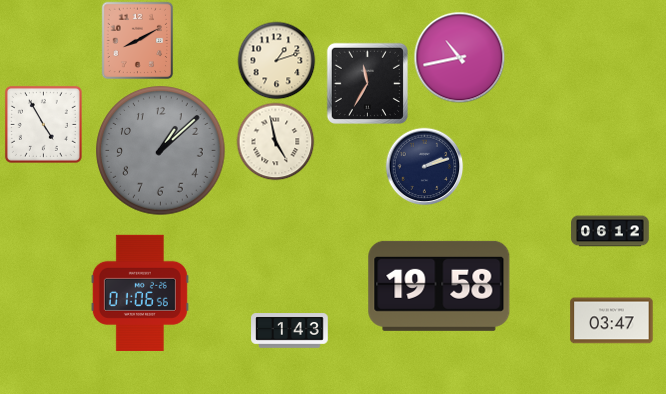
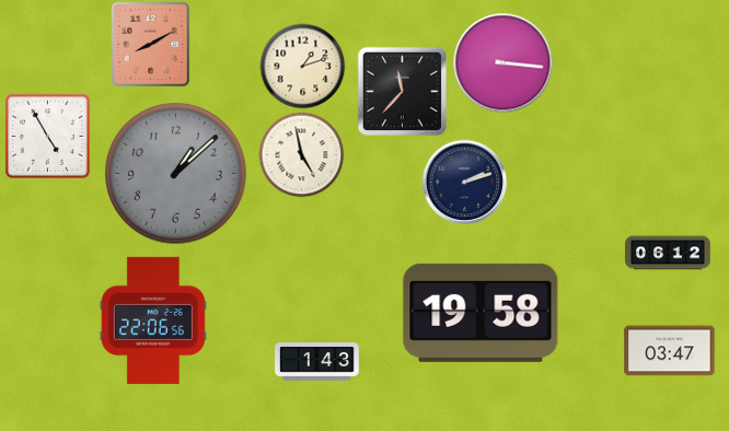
clock at (459, 57): 10:43 -> 3:16
clock at (367, 83): 11:35 -> 11:37
clock at (161, 151) position: (161, 151) -> (176, 174)
clock at (140, 293): 01:06 -> 22:06
